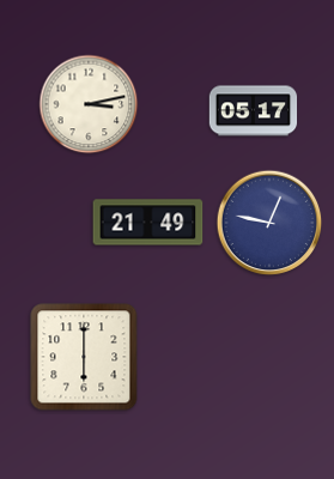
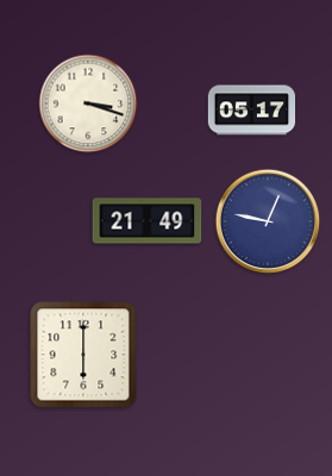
clock at (89, 104): 3:13 -> 3:18
